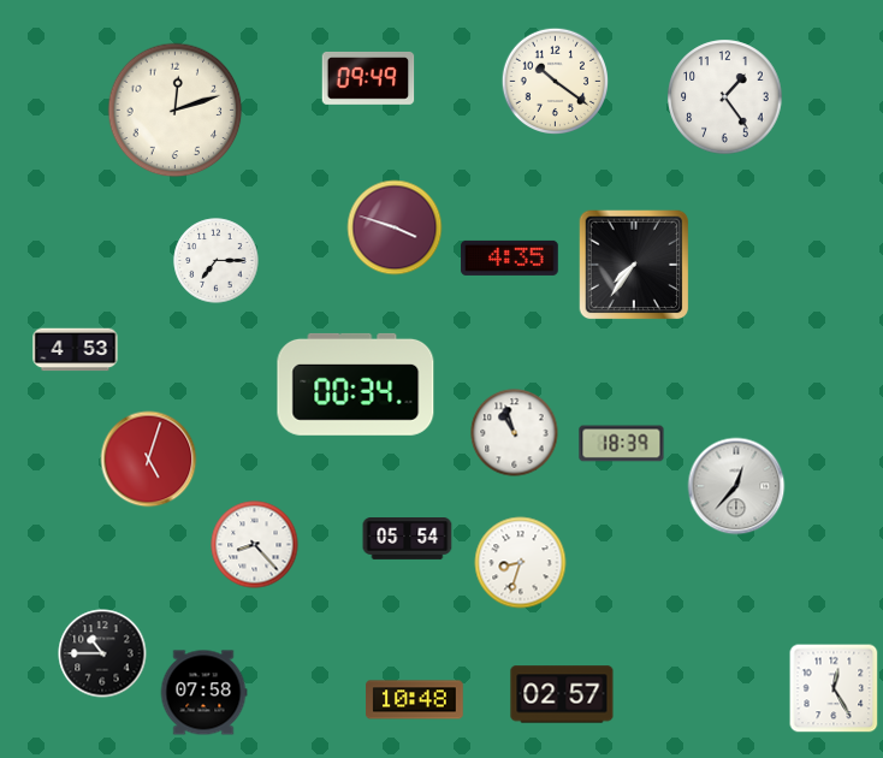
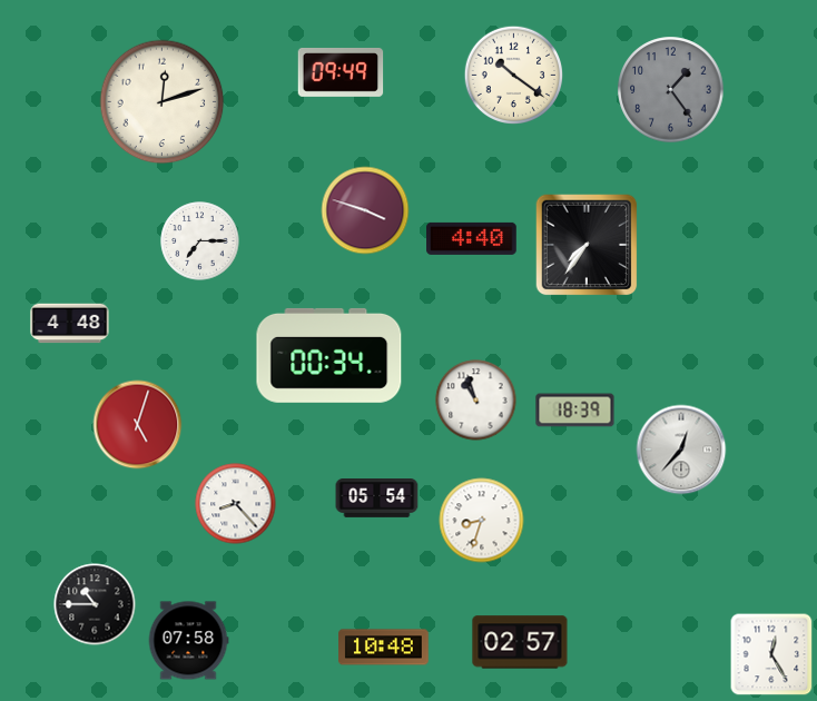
clock at (725, 97) dial: white -> grey
clock at (510, 257): 4:35 -> 4:40
clock at (76, 350): 4:53 -> 4:48
clock at (834, 688) position: (834, 688) -> (771, 654)
